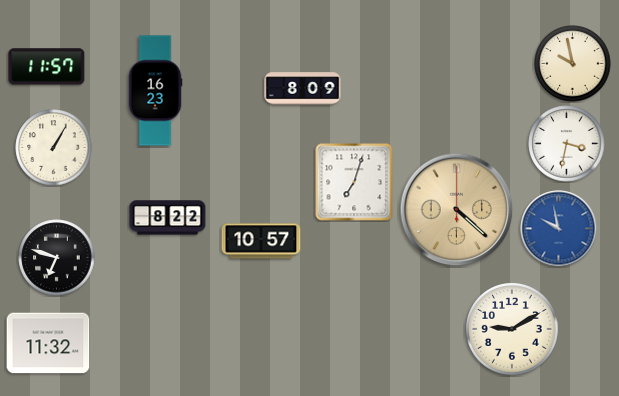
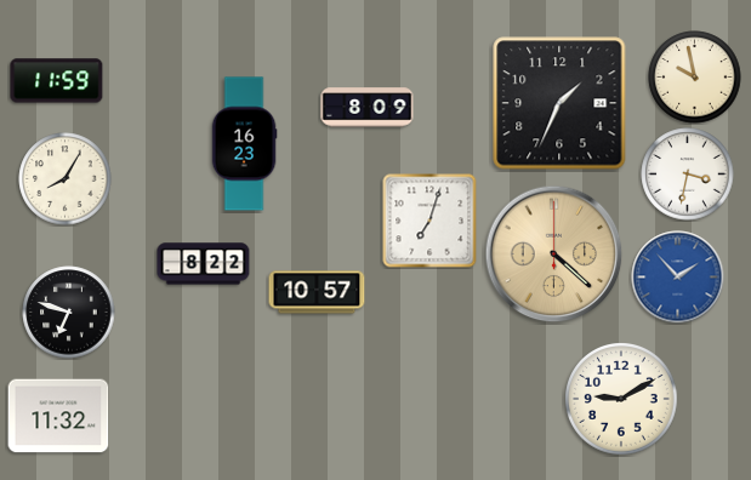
clock at (47, 67): 11:57 -> 11:59
clock at (559, 103): none -> 1:34
clock at (155, 91) position: (155, 91) -> (244, 144)
clock at (54, 148): 1:05 -> 8:05
clock at (559, 229): 9:58 -> 1:53
